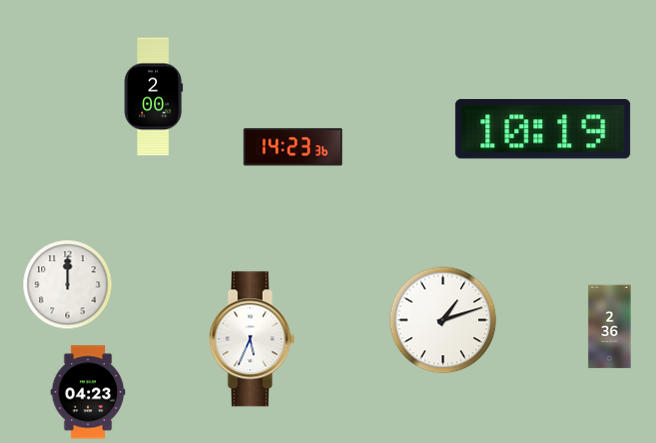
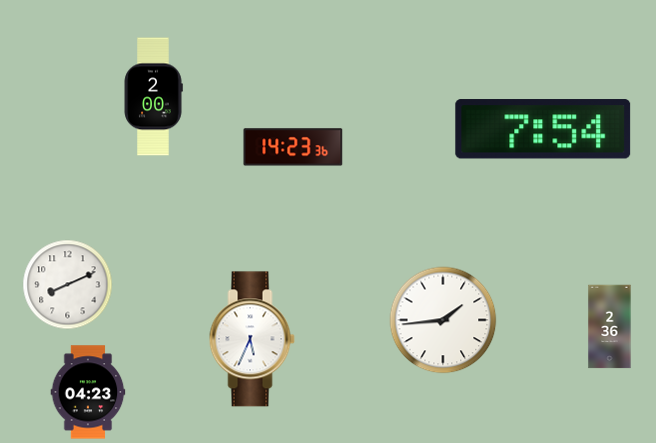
clock at (543, 130): 10:19 -> 7:54
clock at (68, 285): 12:00 -> 8:11
clock at (443, 320): 1:12 -> 1:44
